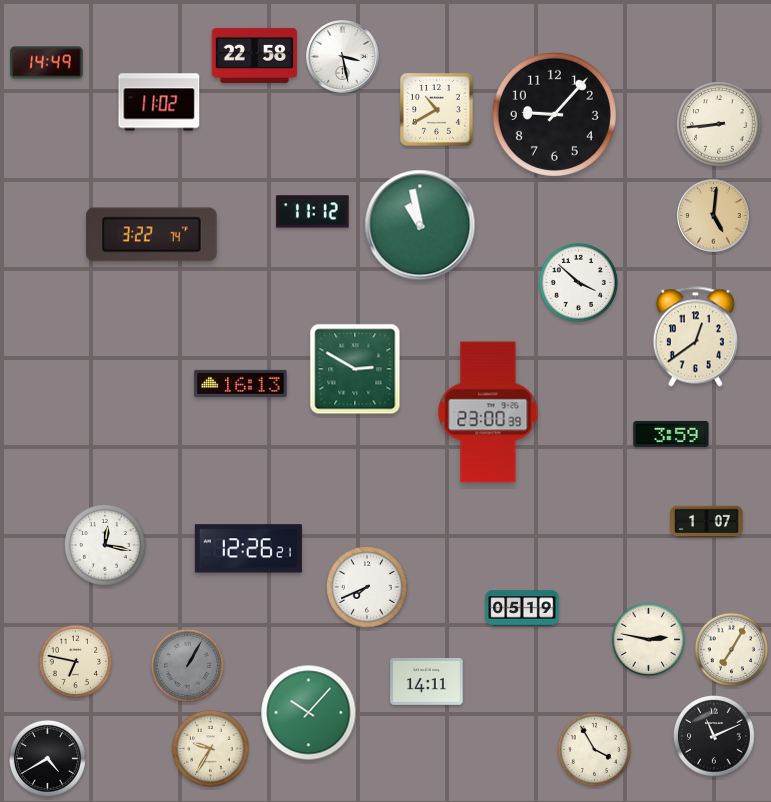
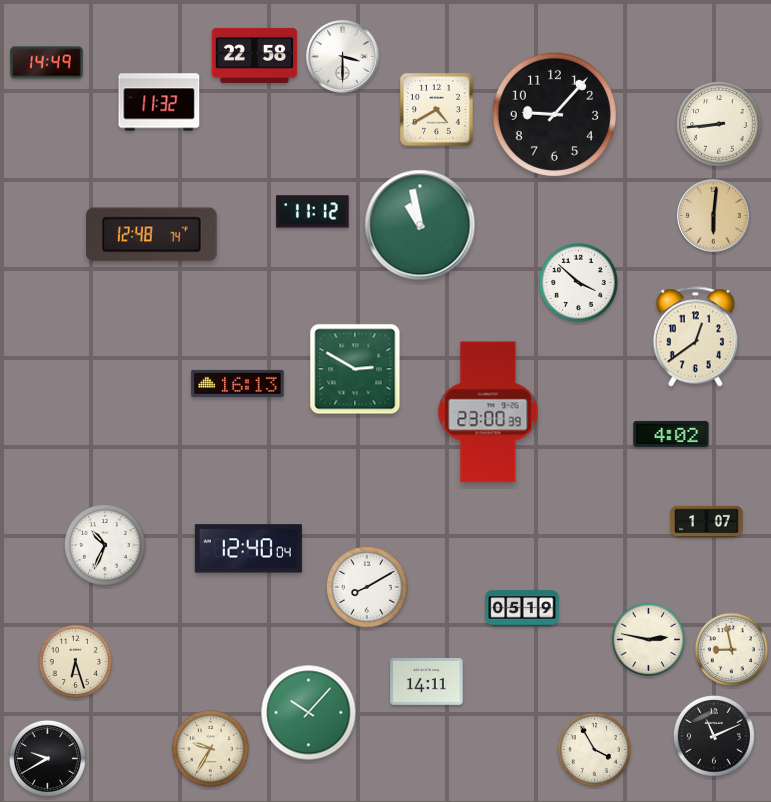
clock at (343, 57): 3:28 -> 3:30
clock at (159, 102): 11:02 -> 11:32
clock at (436, 109): 10:40 -> 4:40
clock at (714, 216): 5:01 -> 6:01
clock at (152, 235): 3:22 -> 12:48
clock at (241, 383) position: (241, 383) -> (238, 383)
clock at (671, 434): 3:59 -> 4:02
clock at (106, 546): 12:17 -> 10:34
clock at (248, 549): 12:26 -> 12:40
clock at (368, 588): 7:41 -> 8:10
clock at (731, 649): 7:05 -> 8:58
clock at (75, 661): 6:47 -> 6:27
clock at (187, 665): 1:05 -> none
clock at (47, 758): 4:40 -> 9:40
